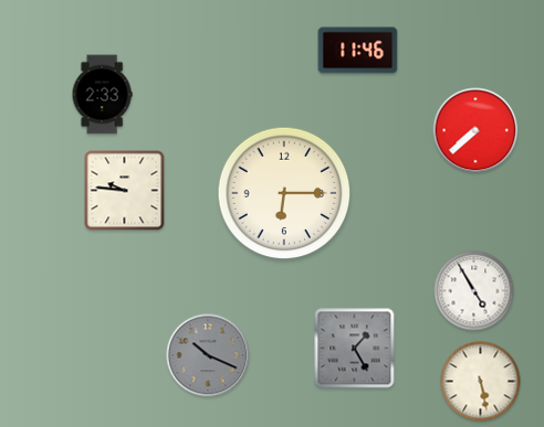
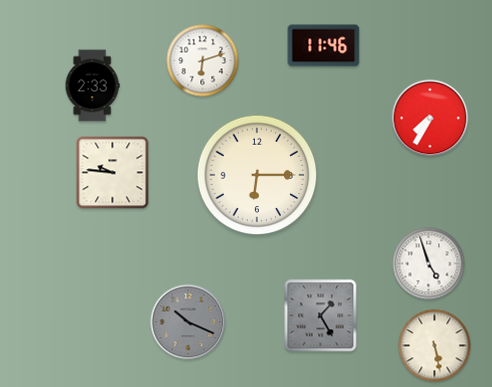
clock at (203, 61): none -> 6:12
clock at (475, 130): 7:38 -> 7:35
clock at (474, 291): 4:55 -> 4:57
